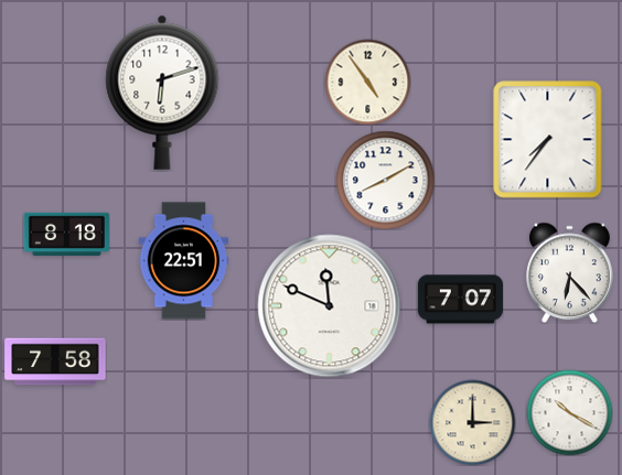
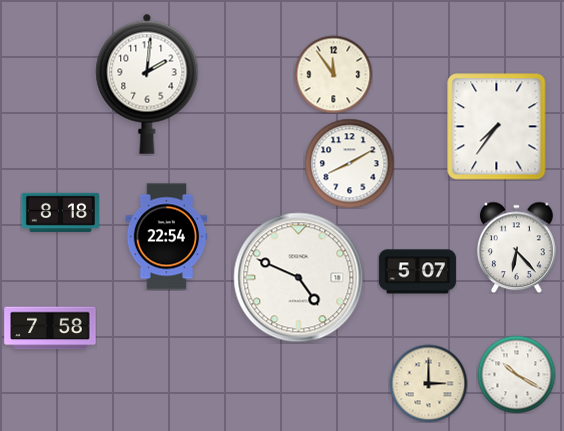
clock at (367, 82): 4:54 -> 11:54
clock at (162, 93): 6:12 -> 2:01
clock at (184, 261): 22:51 -> 22:54
clock at (460, 300): 7:07 -> 5:07
clock at (330, 306): 11:49 -> 4:49
